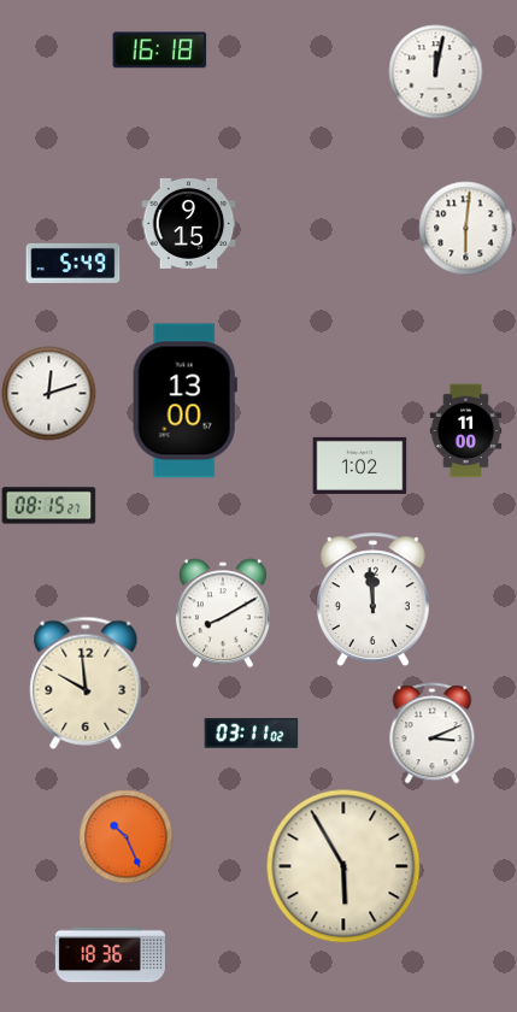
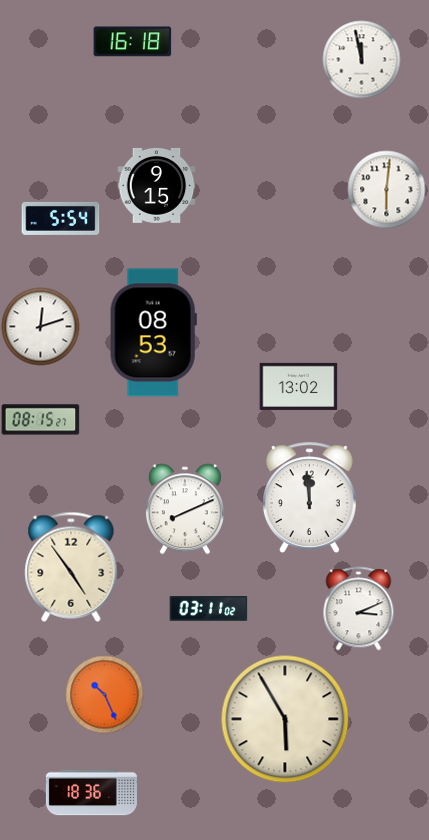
clock at (435, 71): 12:02 -> 11:58
clock at (72, 263): 5:49 -> 5:54
clock at (184, 401): 13:00 -> 08:53
clock at (466, 430): 11:00 -> none
clock at (359, 465): 1:02 -> 13:02
clock at (223, 613): 8:10 -> 8:11
clock at (86, 683): 9:59 -> 4:54
